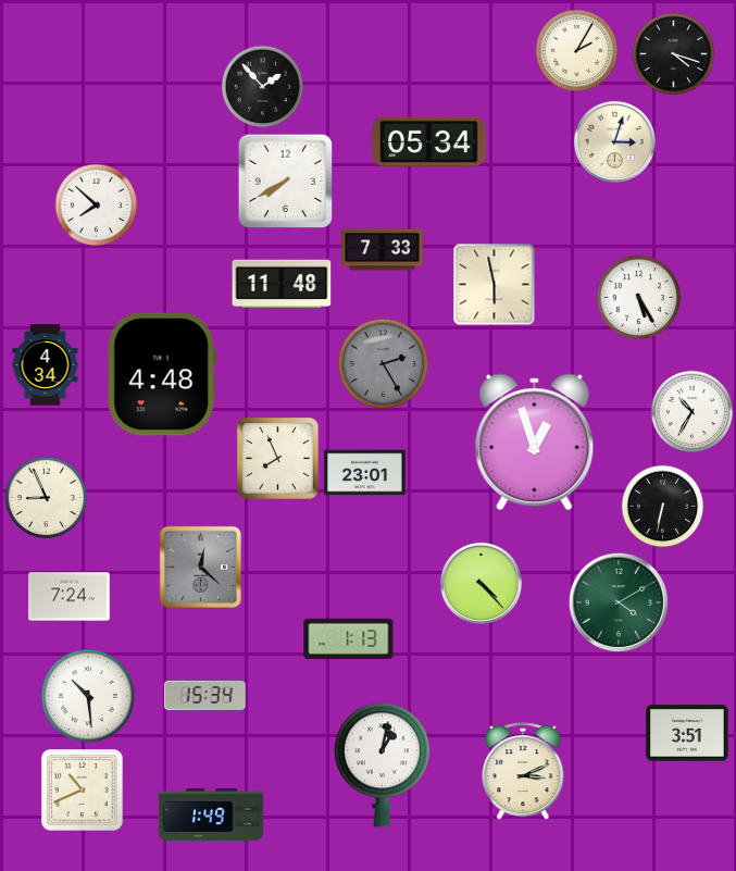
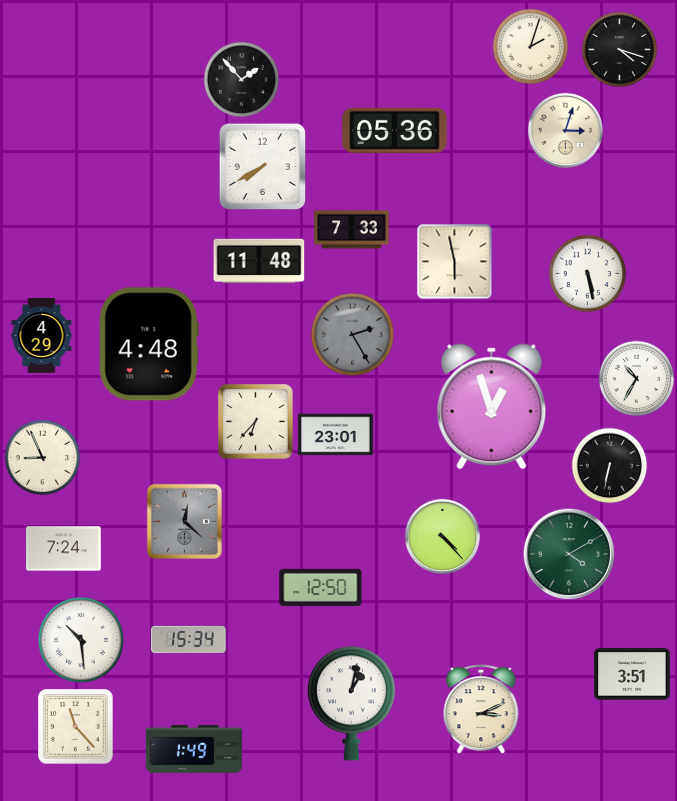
clock at (577, 51): 2:05 -> 2:03
clock at (429, 141): 05:34 -> 05:36
clock at (97, 206): 7:52 -> none
clock at (639, 298): 5:25 -> 5:28
clock at (46, 365): 4:34 -> 4:29
clock at (278, 459): 7:56 -> 6:37
clock at (349, 638): 1:13 -> 12:50
clock at (83, 791): 10:41 -> 11:23
